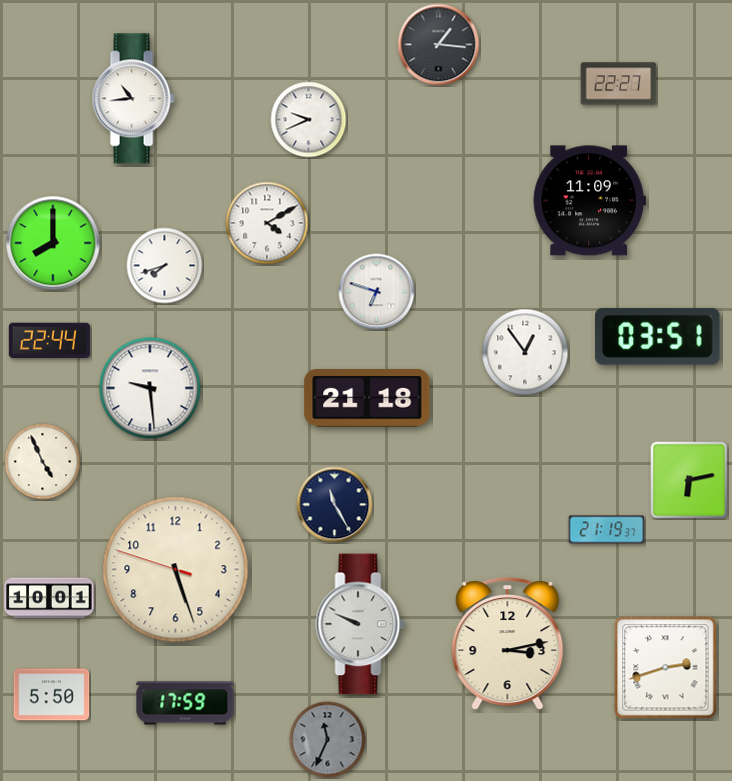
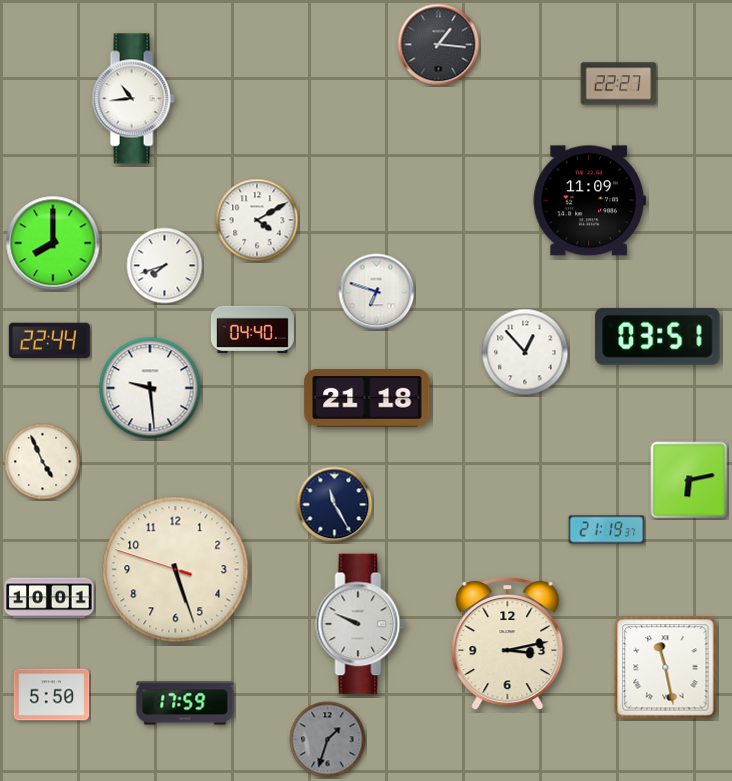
clock at (309, 120): 9:41 -> none
clock at (267, 223) position: (267, 223) -> (257, 220)
clock at (252, 330): none -> 04:40
clock at (525, 352): 12:54 -> 12:53
clock at (666, 668): 2:42 -> 11:28
clock at (328, 740): 11:34 -> 1:33
